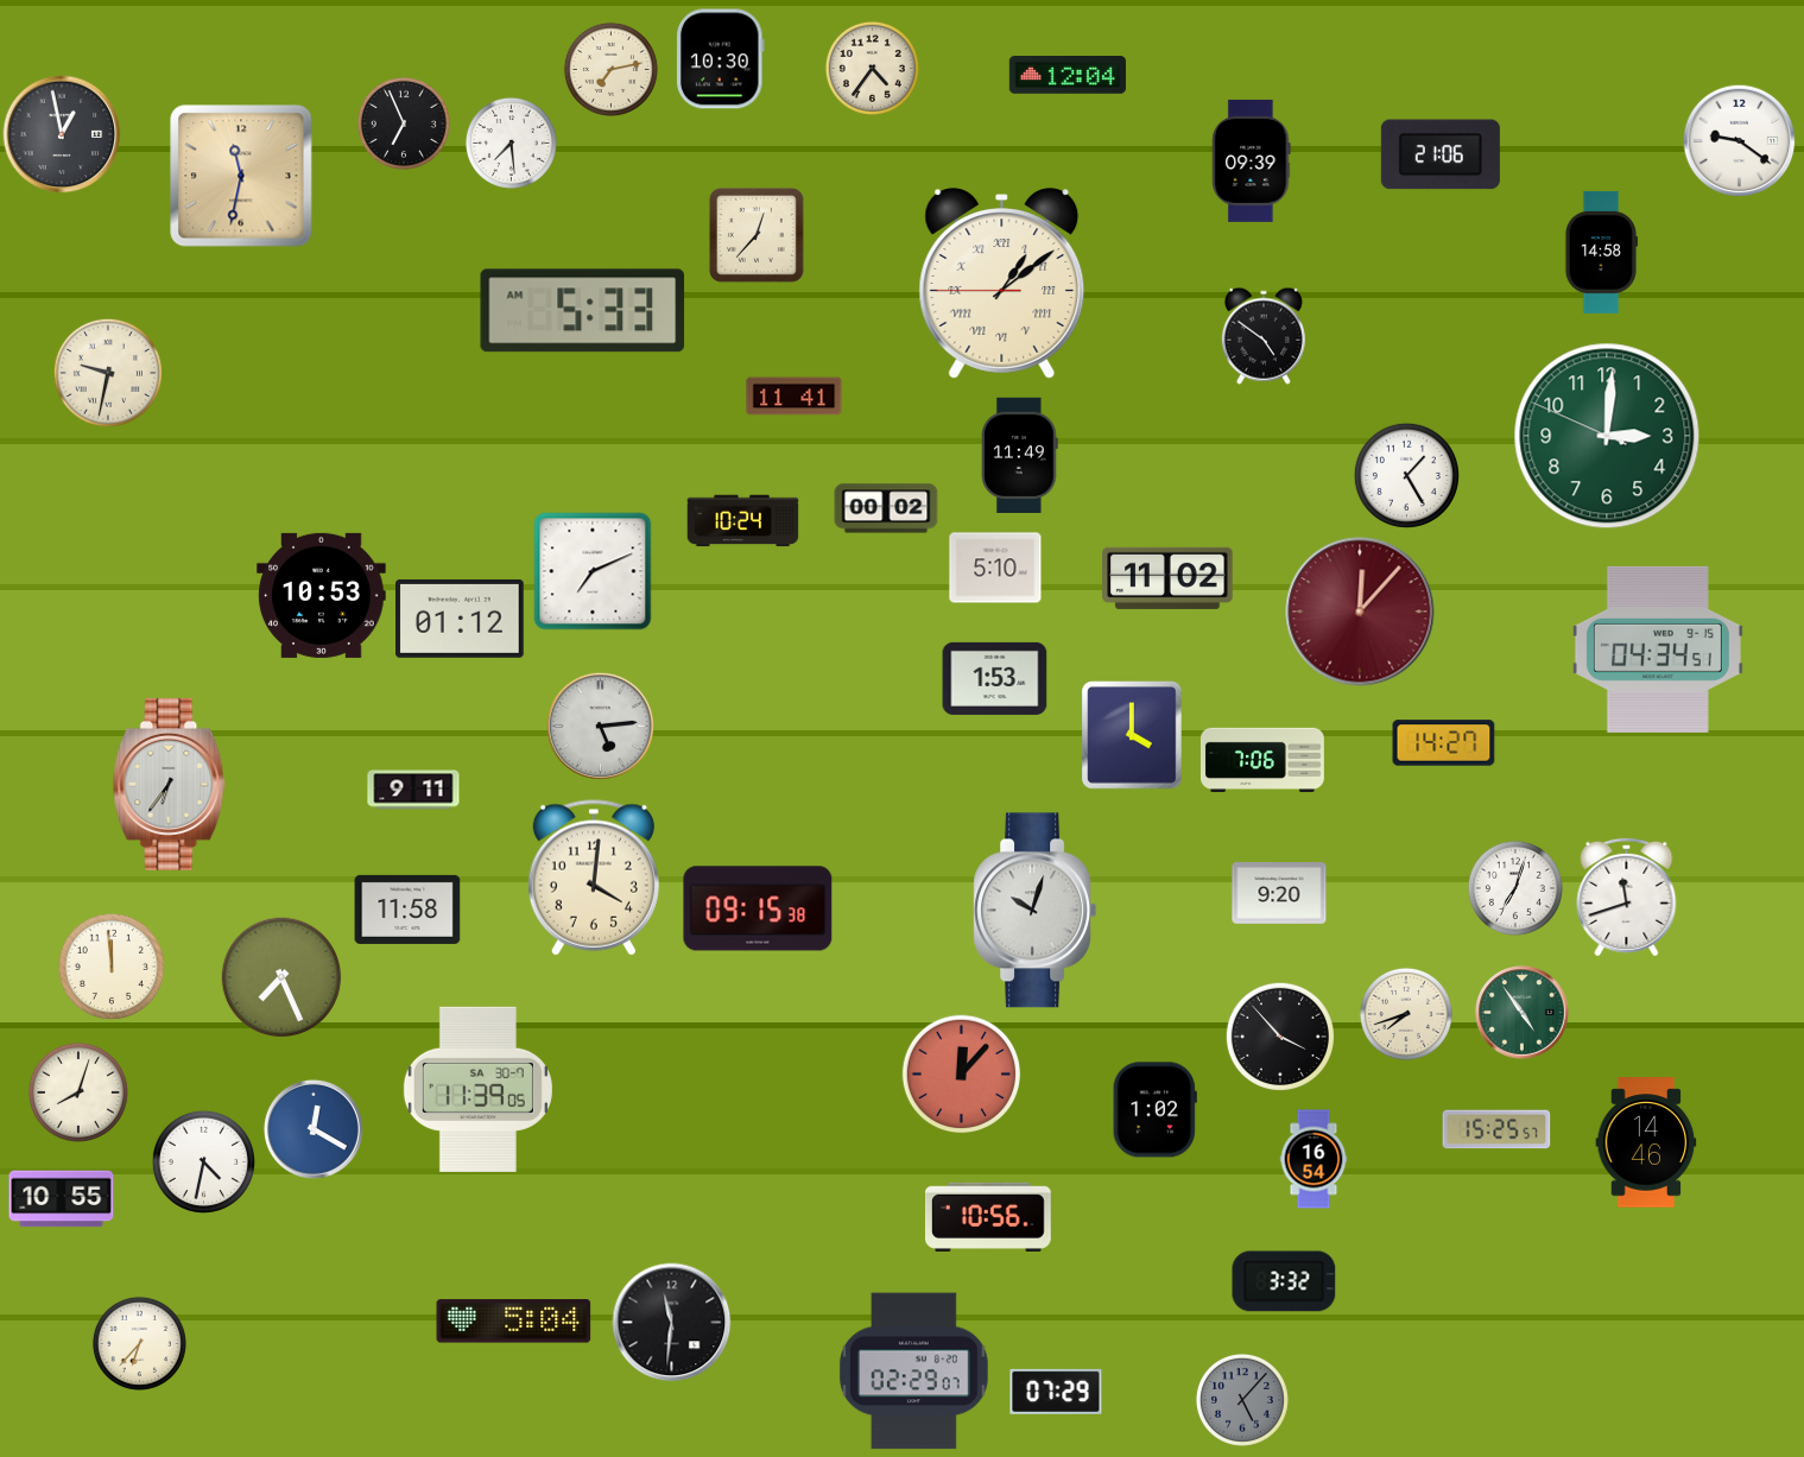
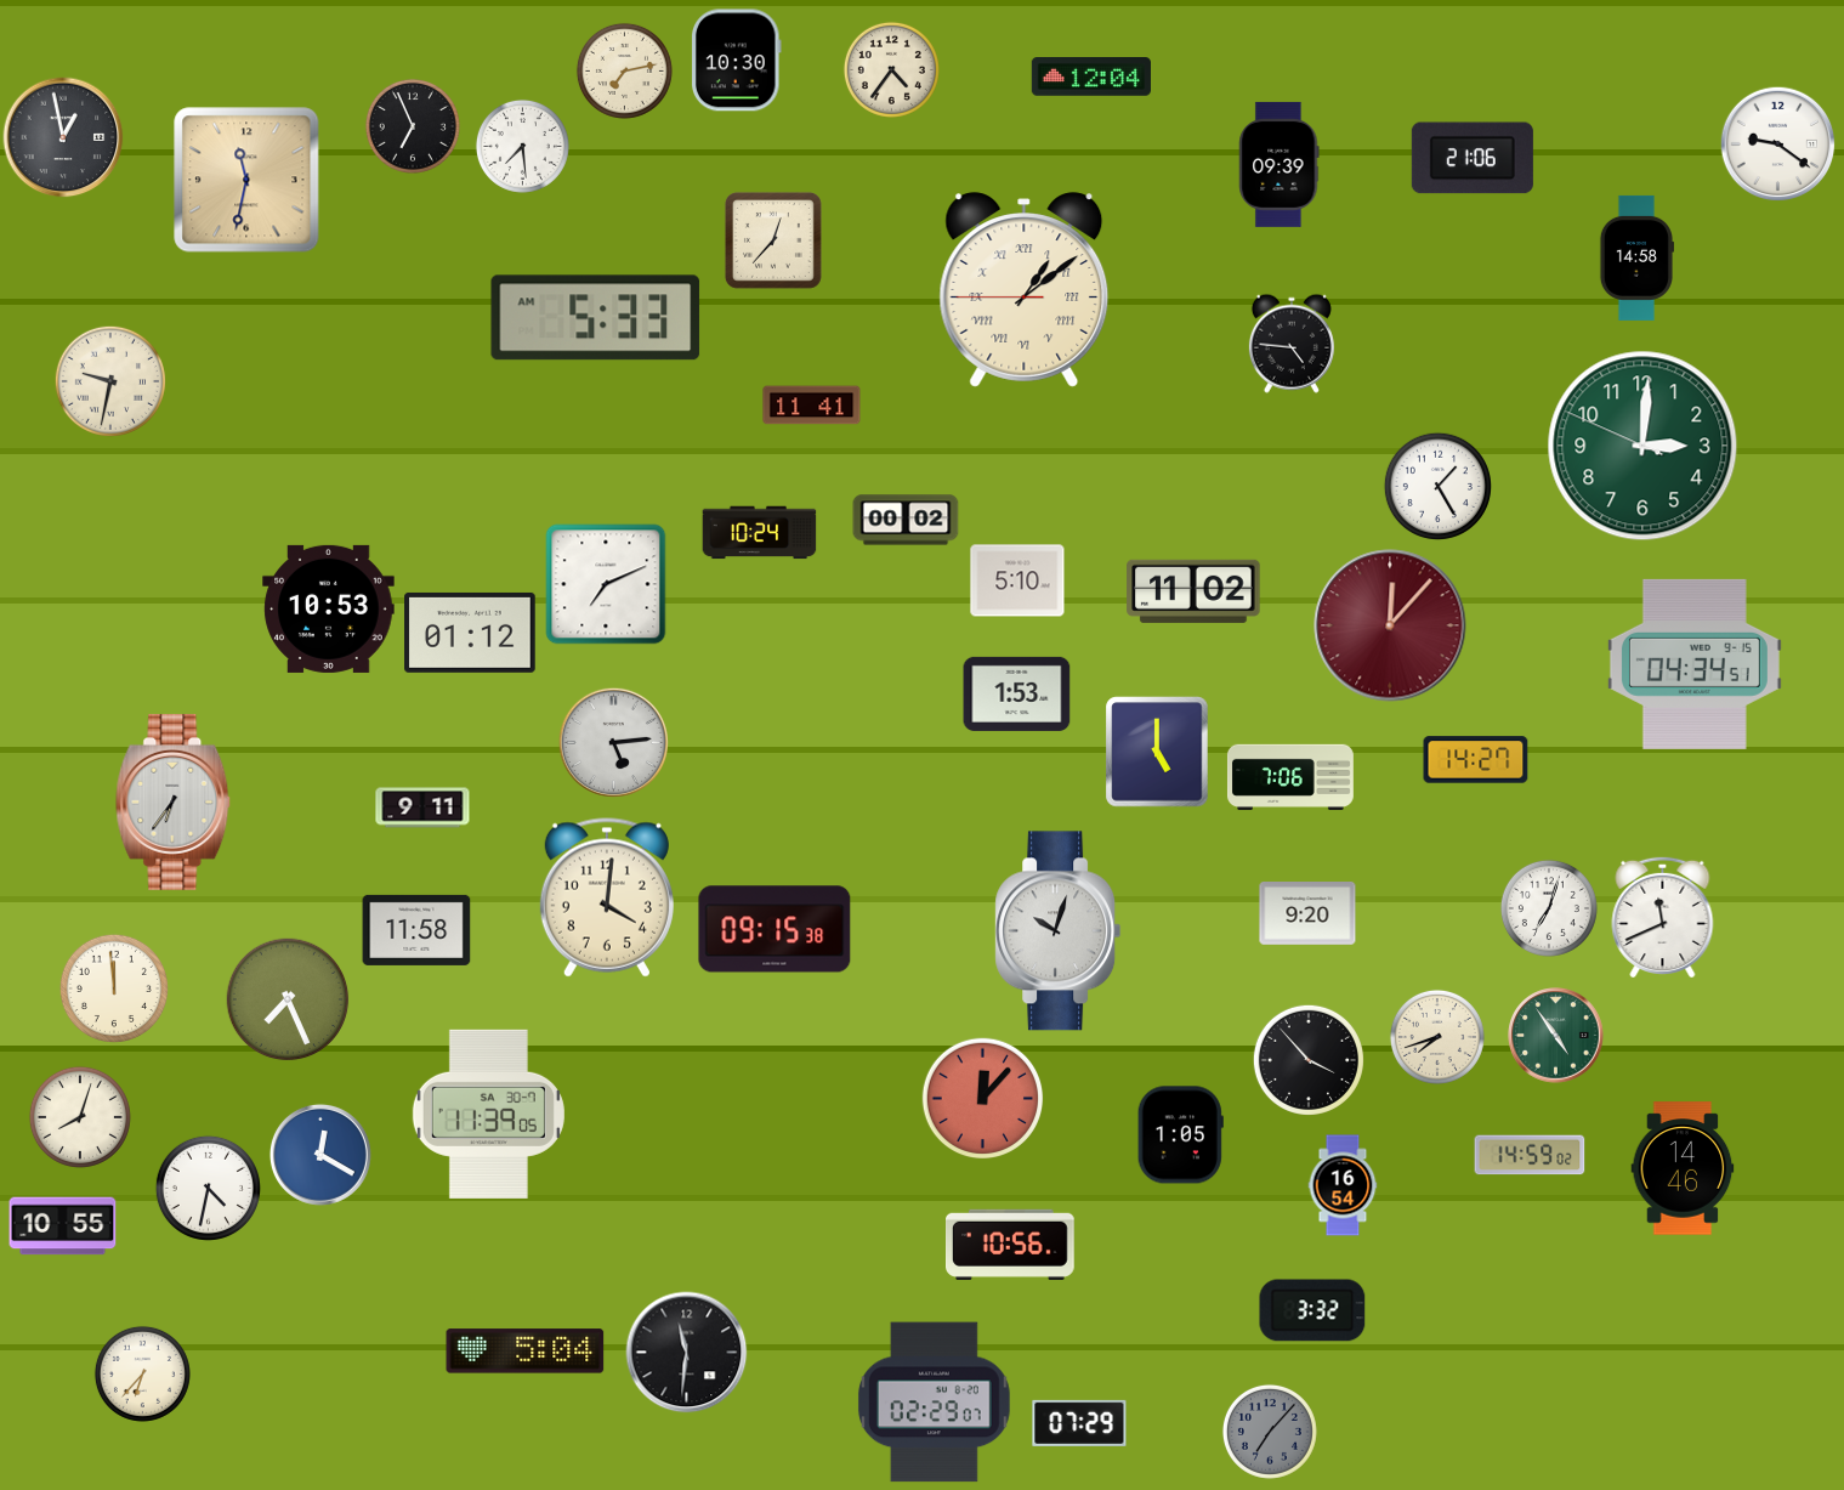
clock at (1264, 336): 4:51 -> 4:46
clock at (1020, 455): 11:49 -> none
clock at (1132, 735): 4:00 -> 5:00
clock at (1627, 895): 11:42 -> 11:41
clock at (1154, 1110): 1:02 -> 1:05
clock at (1496, 1129): 15:25 -> 14:59
clock at (1242, 1400): 5:07 -> 7:07
